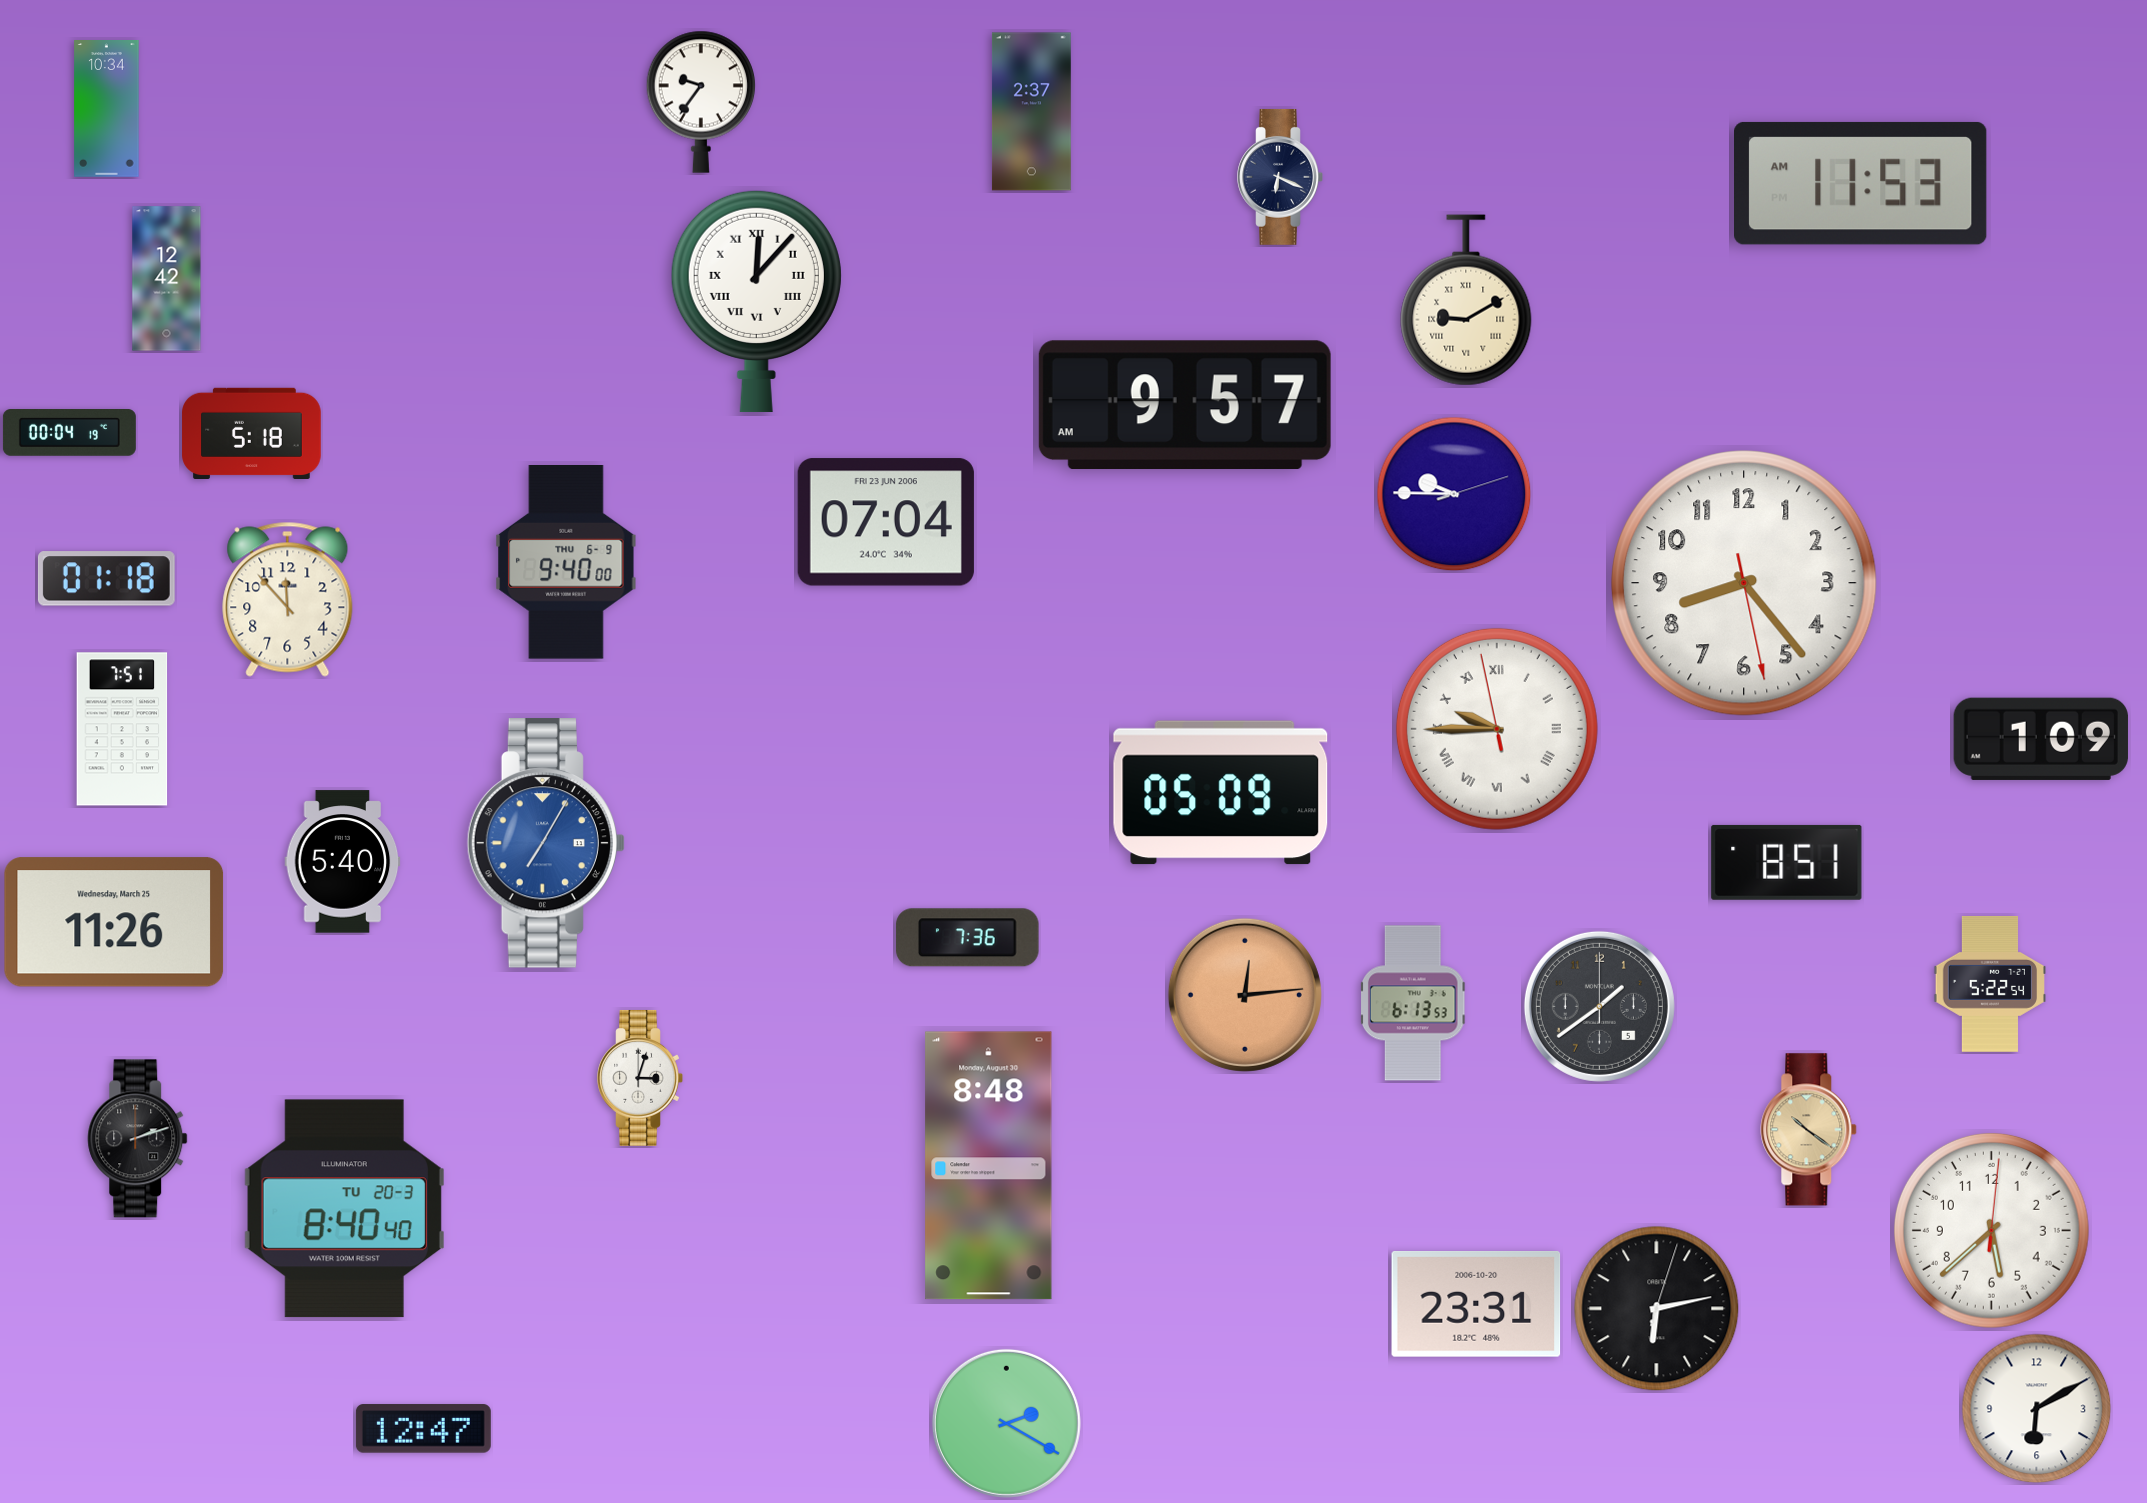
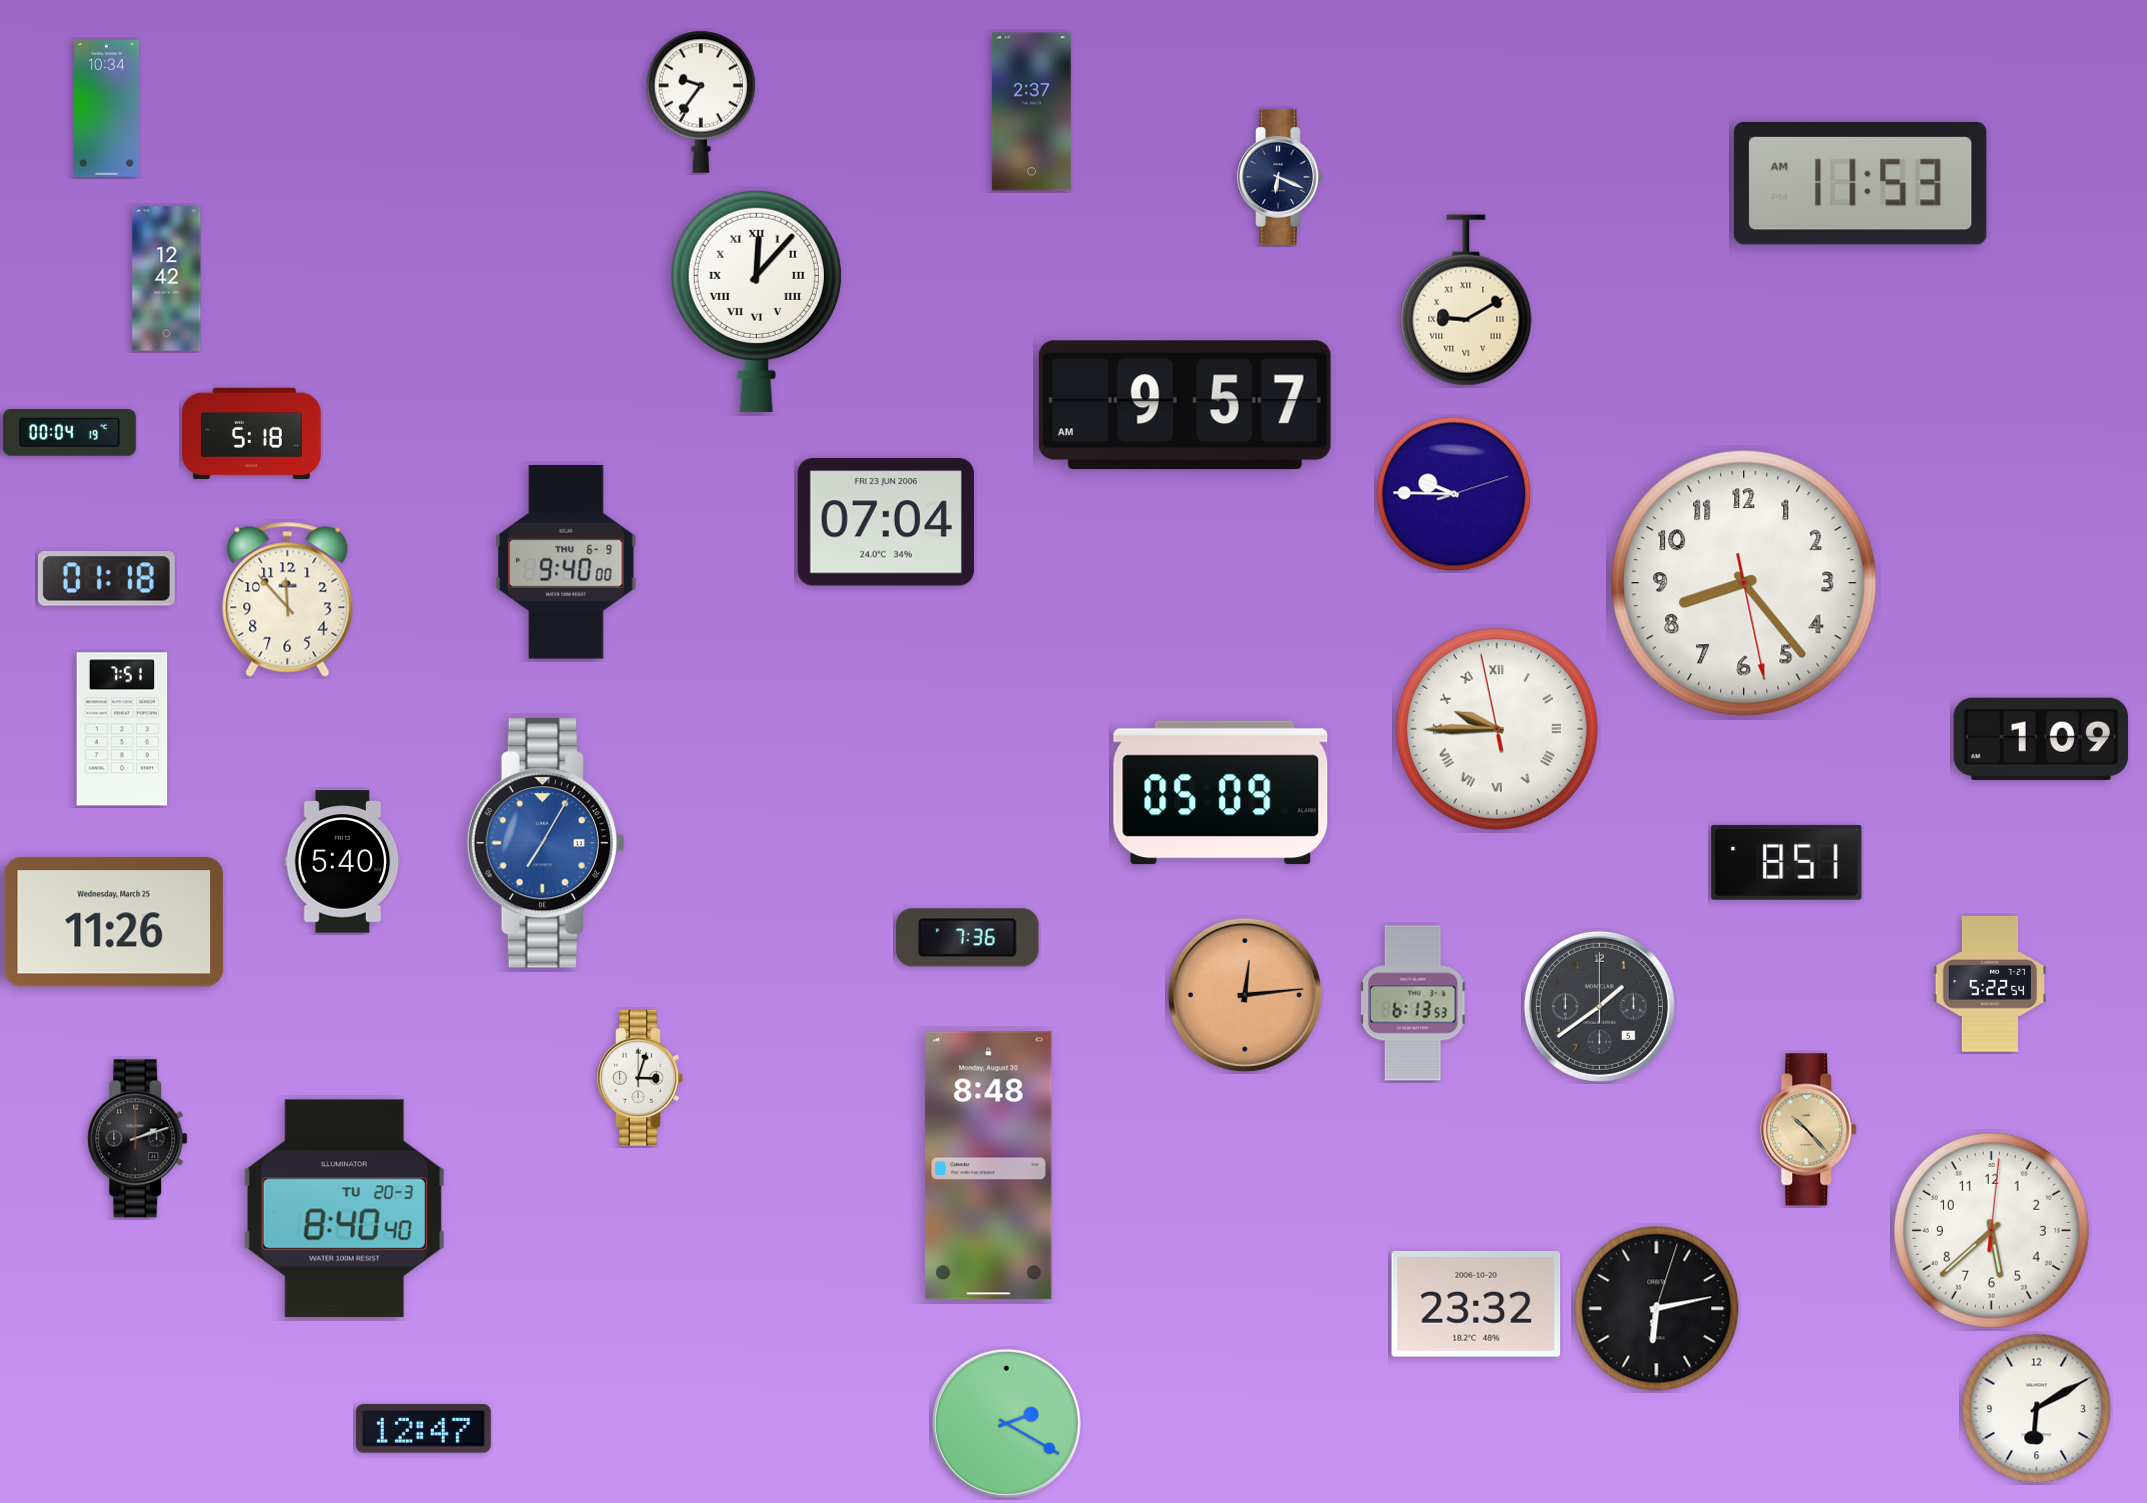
clock at (1809, 1130): 10:21 -> 10:23
clock at (1476, 1304): 23:31 -> 23:32
